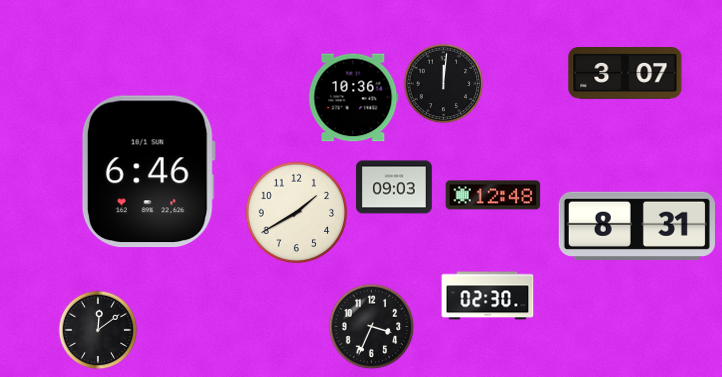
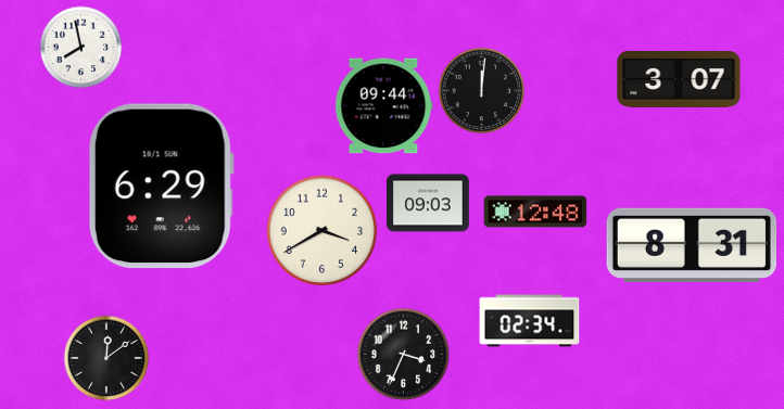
clock at (81, 48): none -> 7:58
clock at (354, 98): 10:36 -> 09:44
clock at (148, 172): 6:46 -> 6:29
clock at (297, 213): 1:40 -> 3:40
clock at (488, 296): 02:30 -> 02:34
